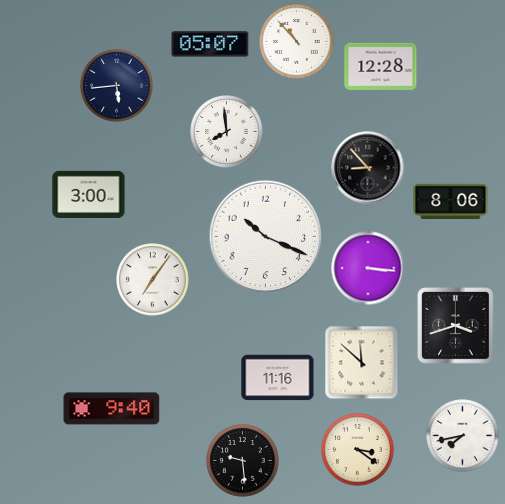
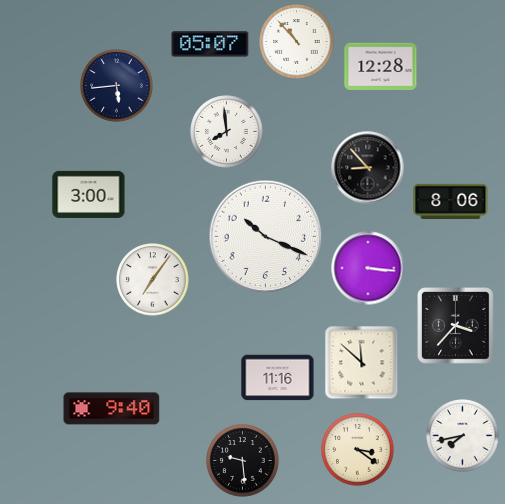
clock at (456, 326): 3:42 -> 3:37
